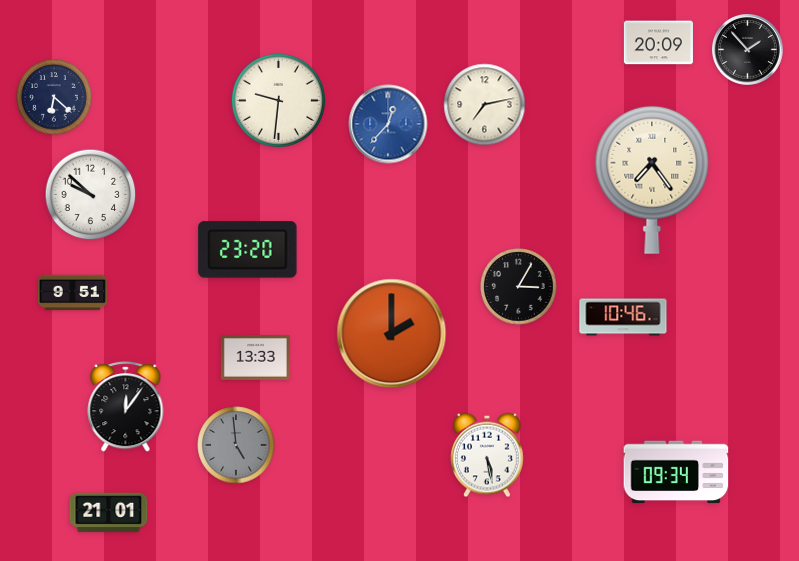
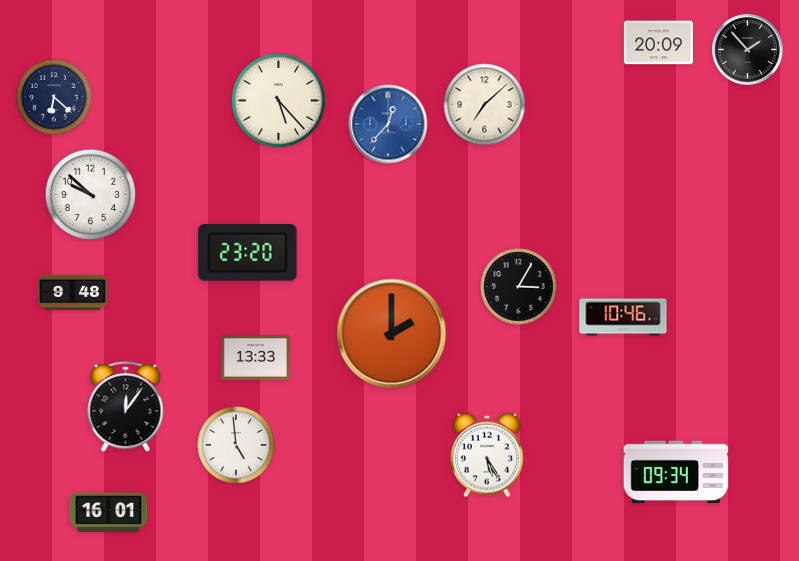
clock at (278, 100): 9:31 -> 5:23
clock at (485, 105): 7:13 -> 7:08
clock at (652, 180): 7:24 -> none
clock at (248, 250) position: (248, 250) -> (248, 253)
clock at (72, 293): 9:51 -> 9:48
clock at (236, 445) dial: grey -> white
clock at (488, 455): 5:28 -> 5:25
clock at (109, 513): 21:01 -> 16:01
